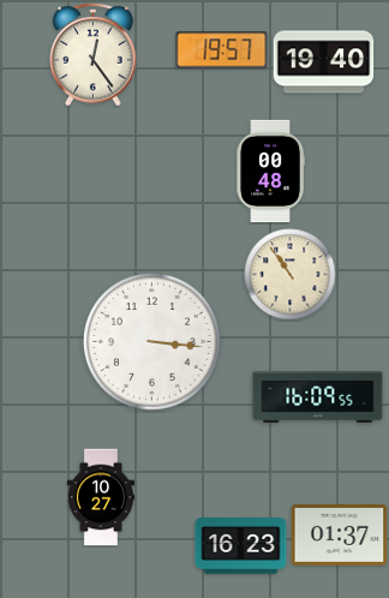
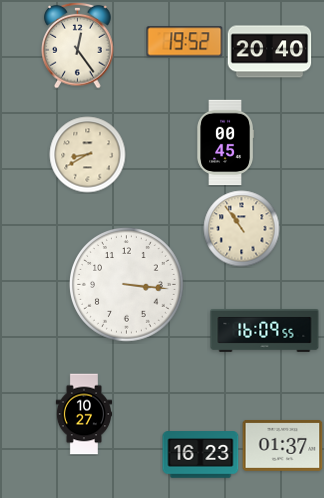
clock at (222, 50): 19:57 -> 19:52
clock at (324, 62): 19:40 -> 20:40
clock at (270, 172): 00:48 -> 00:45
clock at (88, 155): none -> 8:40
